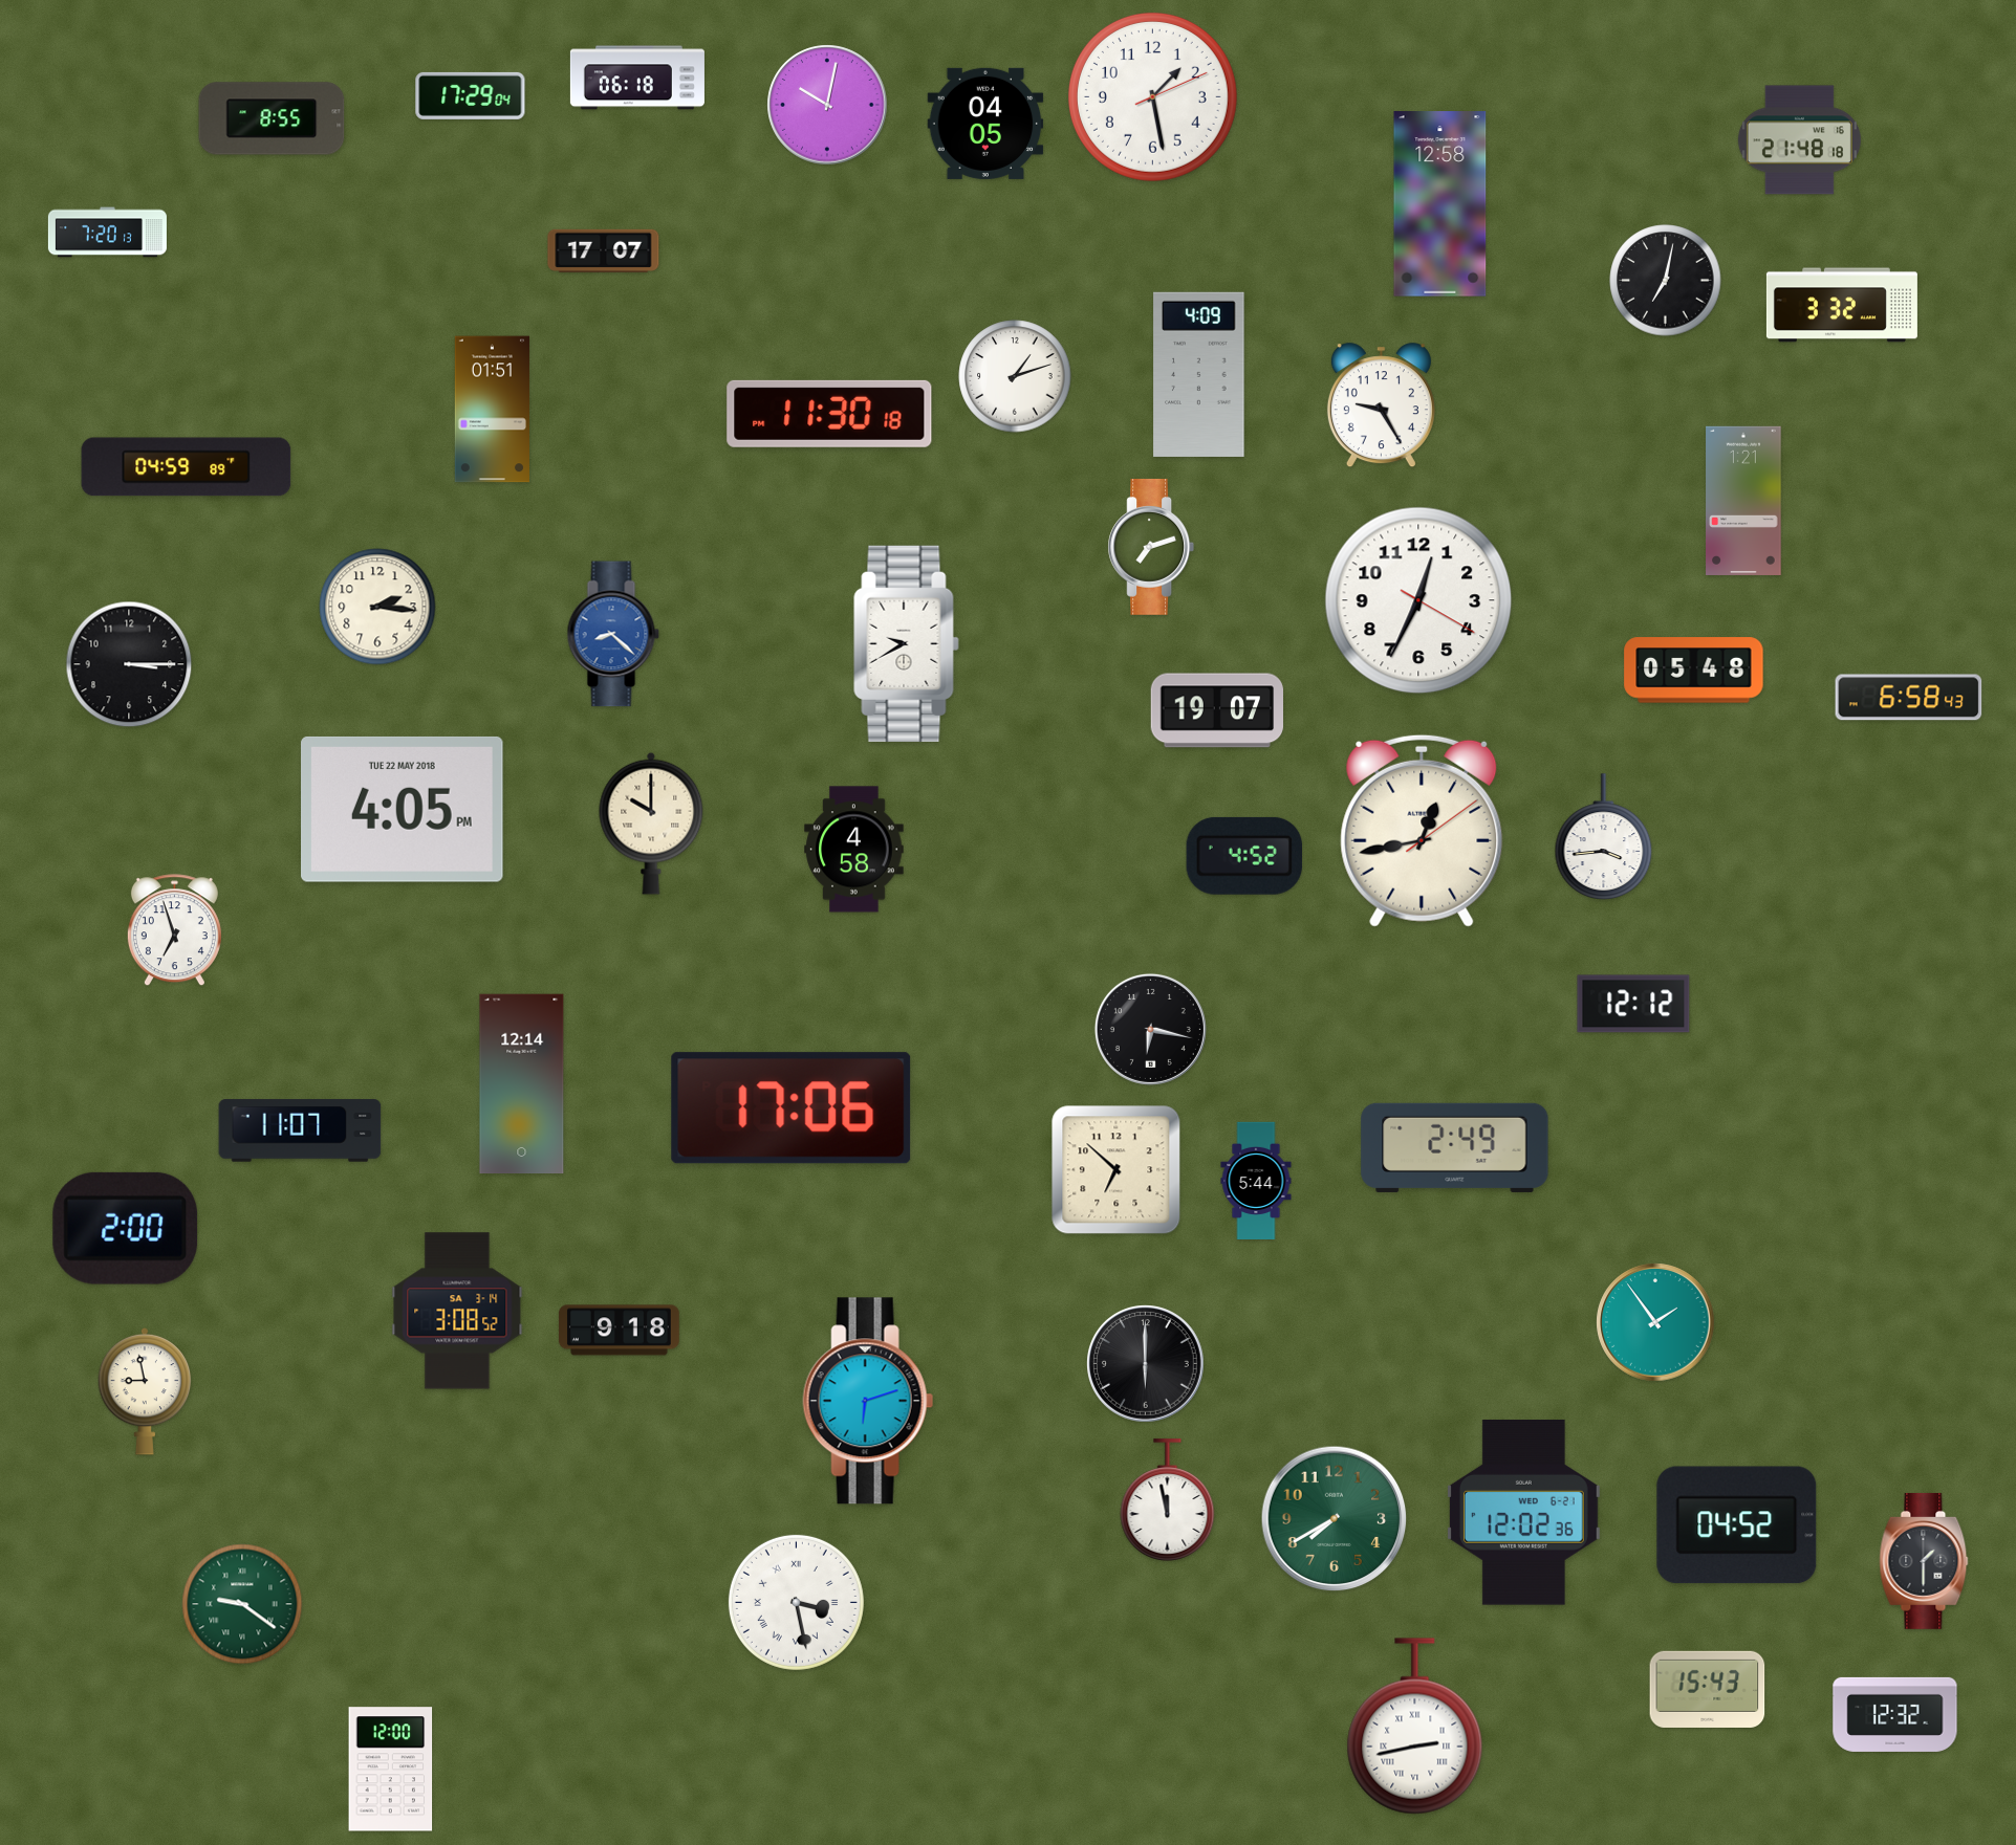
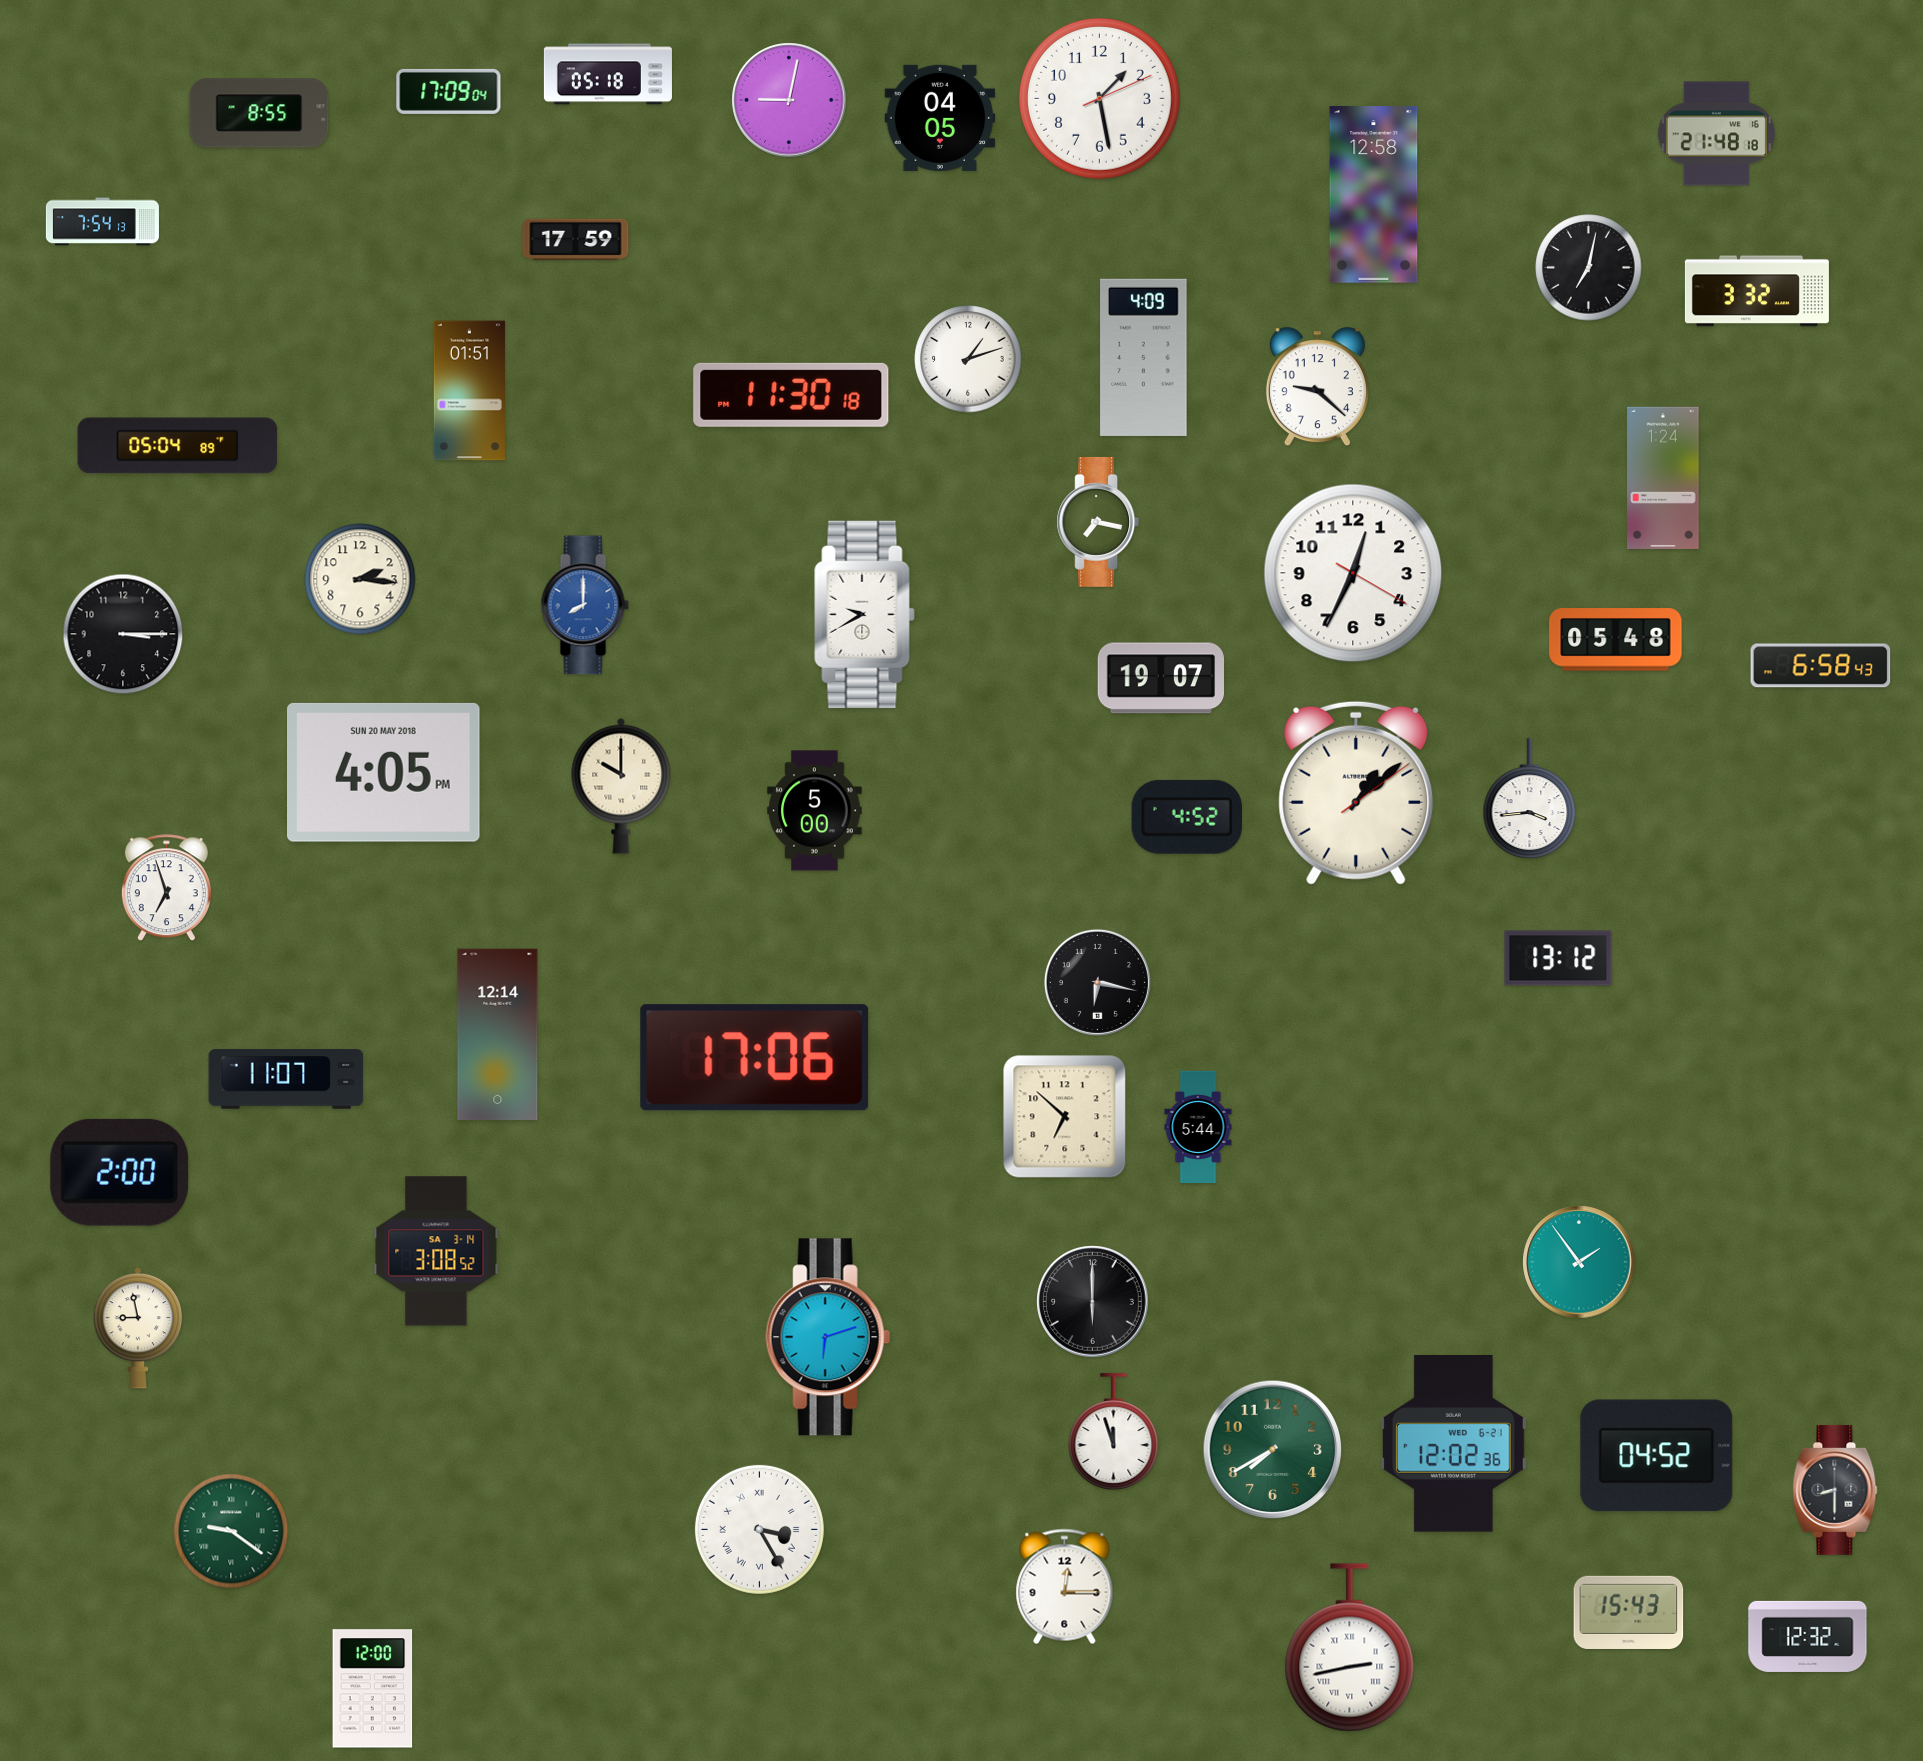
clock at (637, 78): 06:18 -> 05:18
clock at (471, 95): 17:29 -> 17:09
clock at (1152, 96) position: (1152, 96) -> (1099, 98)
clock at (827, 105): 10:02 -> 9:02
clock at (107, 233): 7:20 -> 7:54
clock at (604, 250): 17:07 -> 17:59
clock at (1381, 405): 9:25 -> 9:22
clock at (187, 467): 04:59 -> 05:04
clock at (1743, 501): 1:21 -> 1:24
clock at (1151, 547): 7:12 -> 7:17
clock at (613, 634): 8:22 -> 8:00
clock at (403, 809) date: TUE 22 MAY 2018 -> SUN 20 MAY 2018
clock at (1422, 831): 12:43 -> 1:08
clock at (854, 850): 4:58 -> 5:00
clock at (1633, 1004): 12:12 -> 13:12
clock at (1455, 1147): 2:49 -> none
clock at (619, 1331): 9:18 -> none
clock at (1168, 1500): 11:58 -> 11:57
clock at (1924, 1561): 1:30 -> 8:30
clock at (796, 1602): 3:28 -> 3:25
clock at (1065, 1587): none -> 12:15
